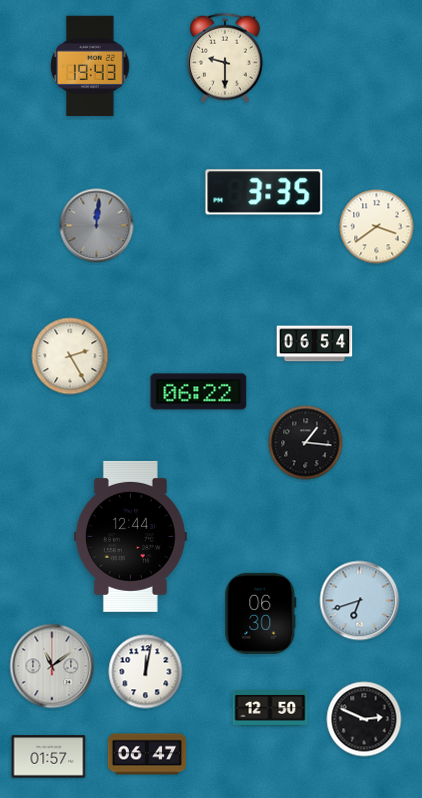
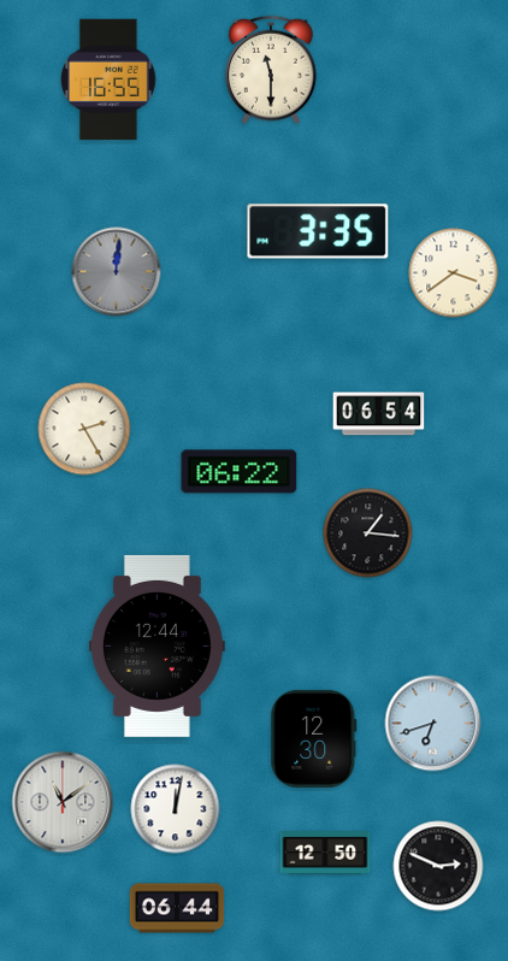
clock at (226, 58): 9:30 -> 11:30
clock at (90, 66): 19:43 -> 16:55
clock at (261, 613): 06:30 -> 12:30
clock at (147, 754): 06:47 -> 06:44
clock at (49, 757): 01:57 -> none
